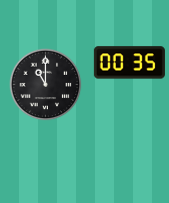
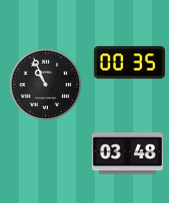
clock at (46, 85): 11:00 -> 10:56
clock at (127, 154): none -> 03:48
